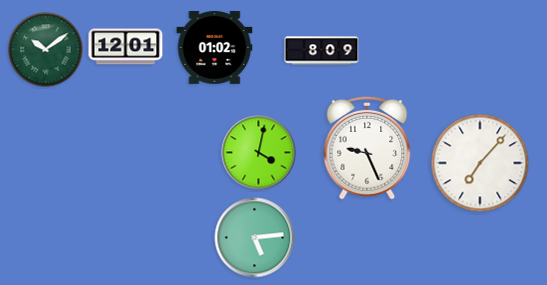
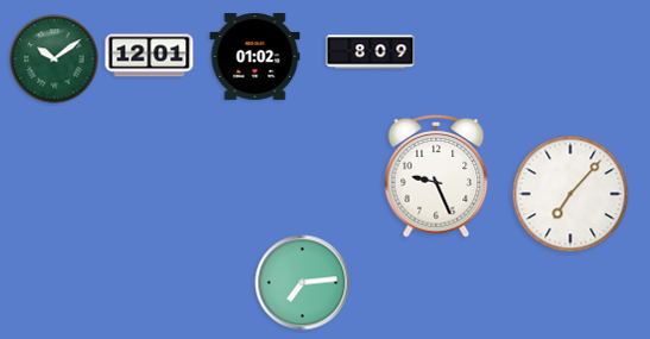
clock at (322, 51) position: (322, 51) -> (371, 52)
clock at (259, 153): 4:02 -> none
clock at (255, 238): 5:14 -> 7:14
